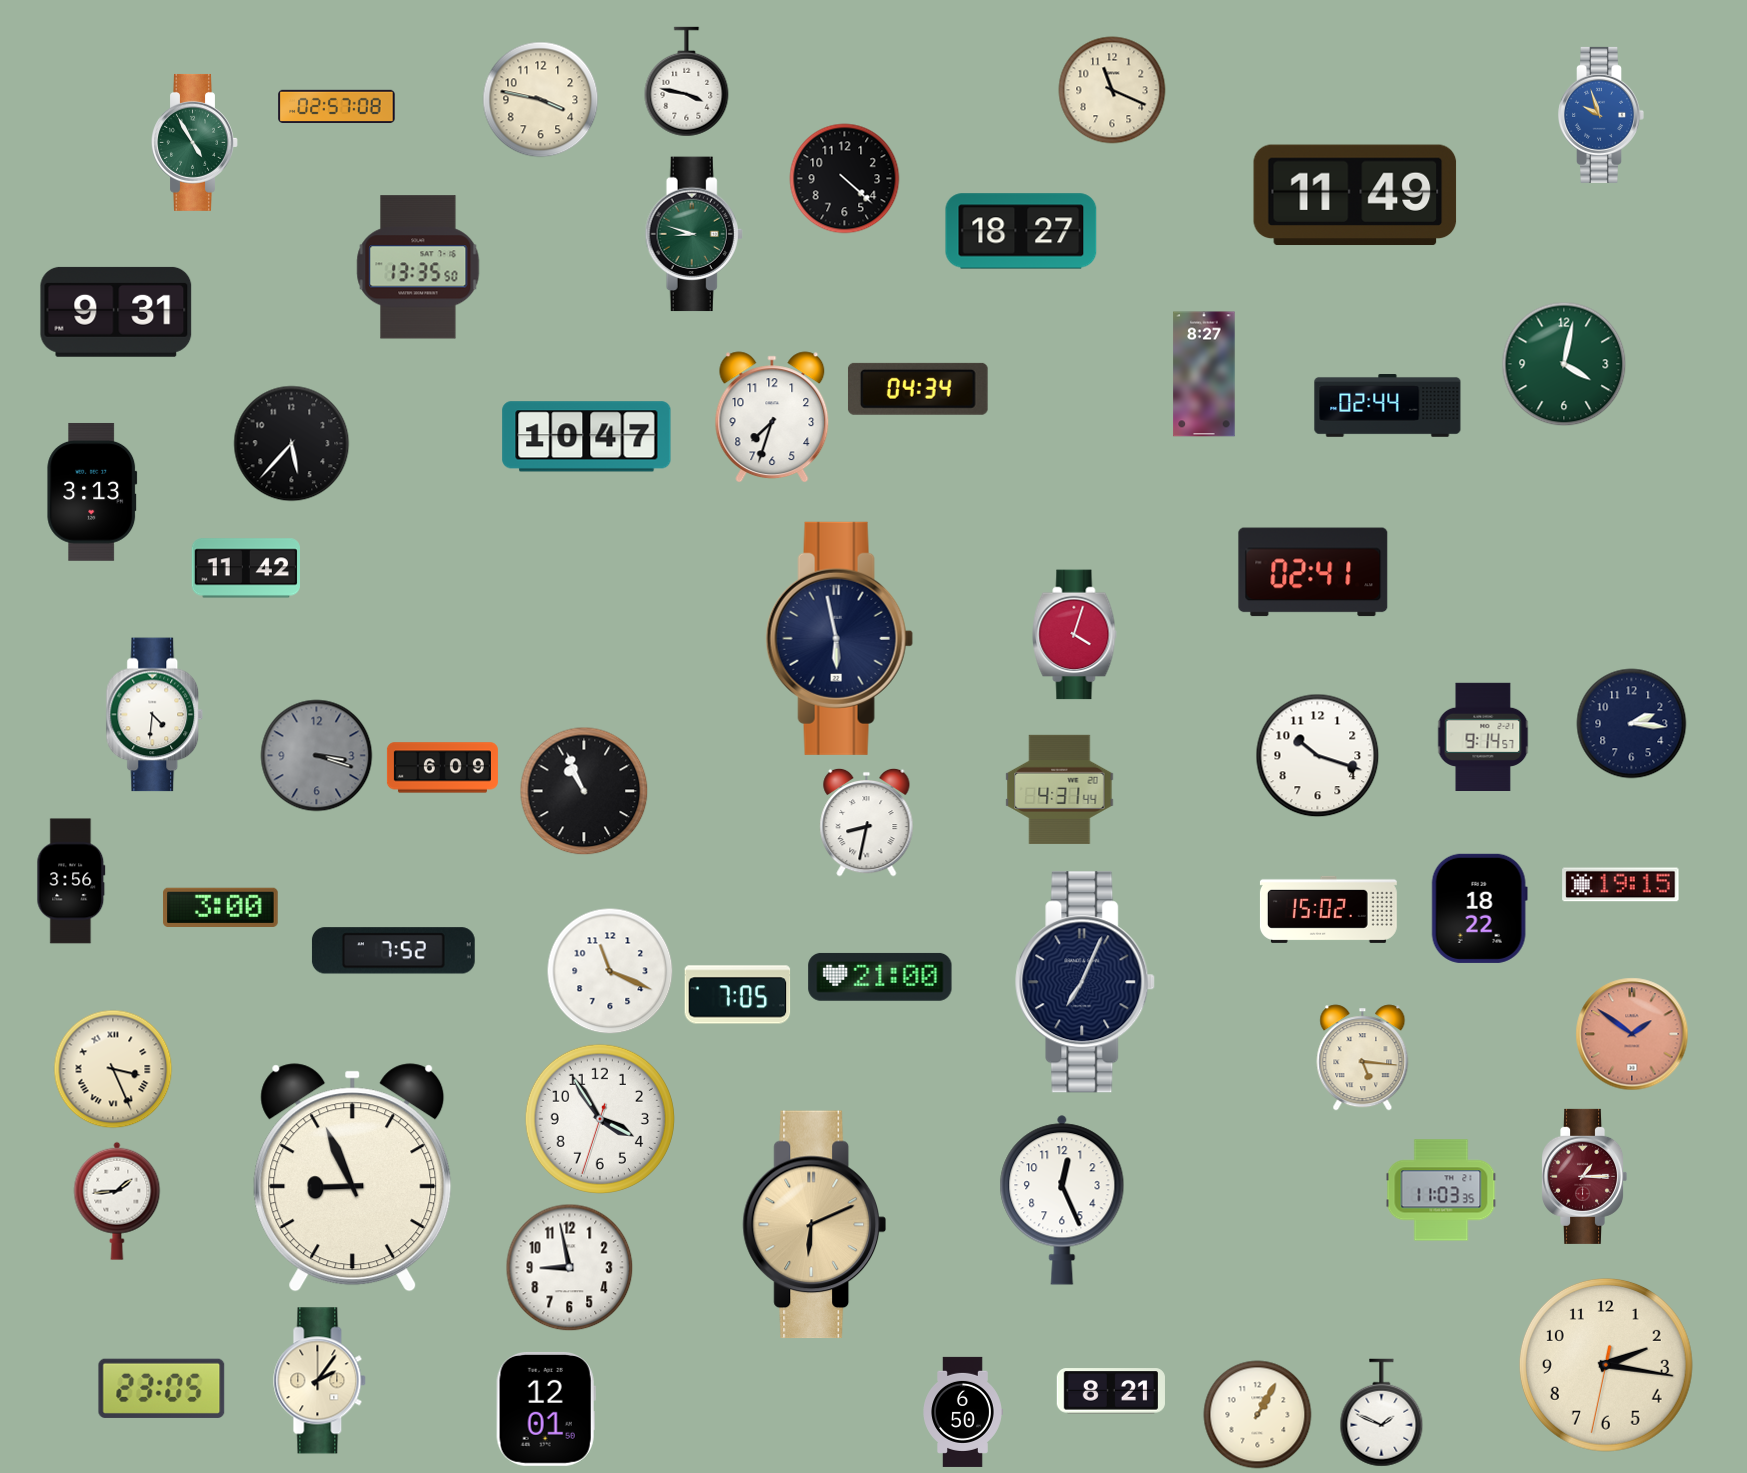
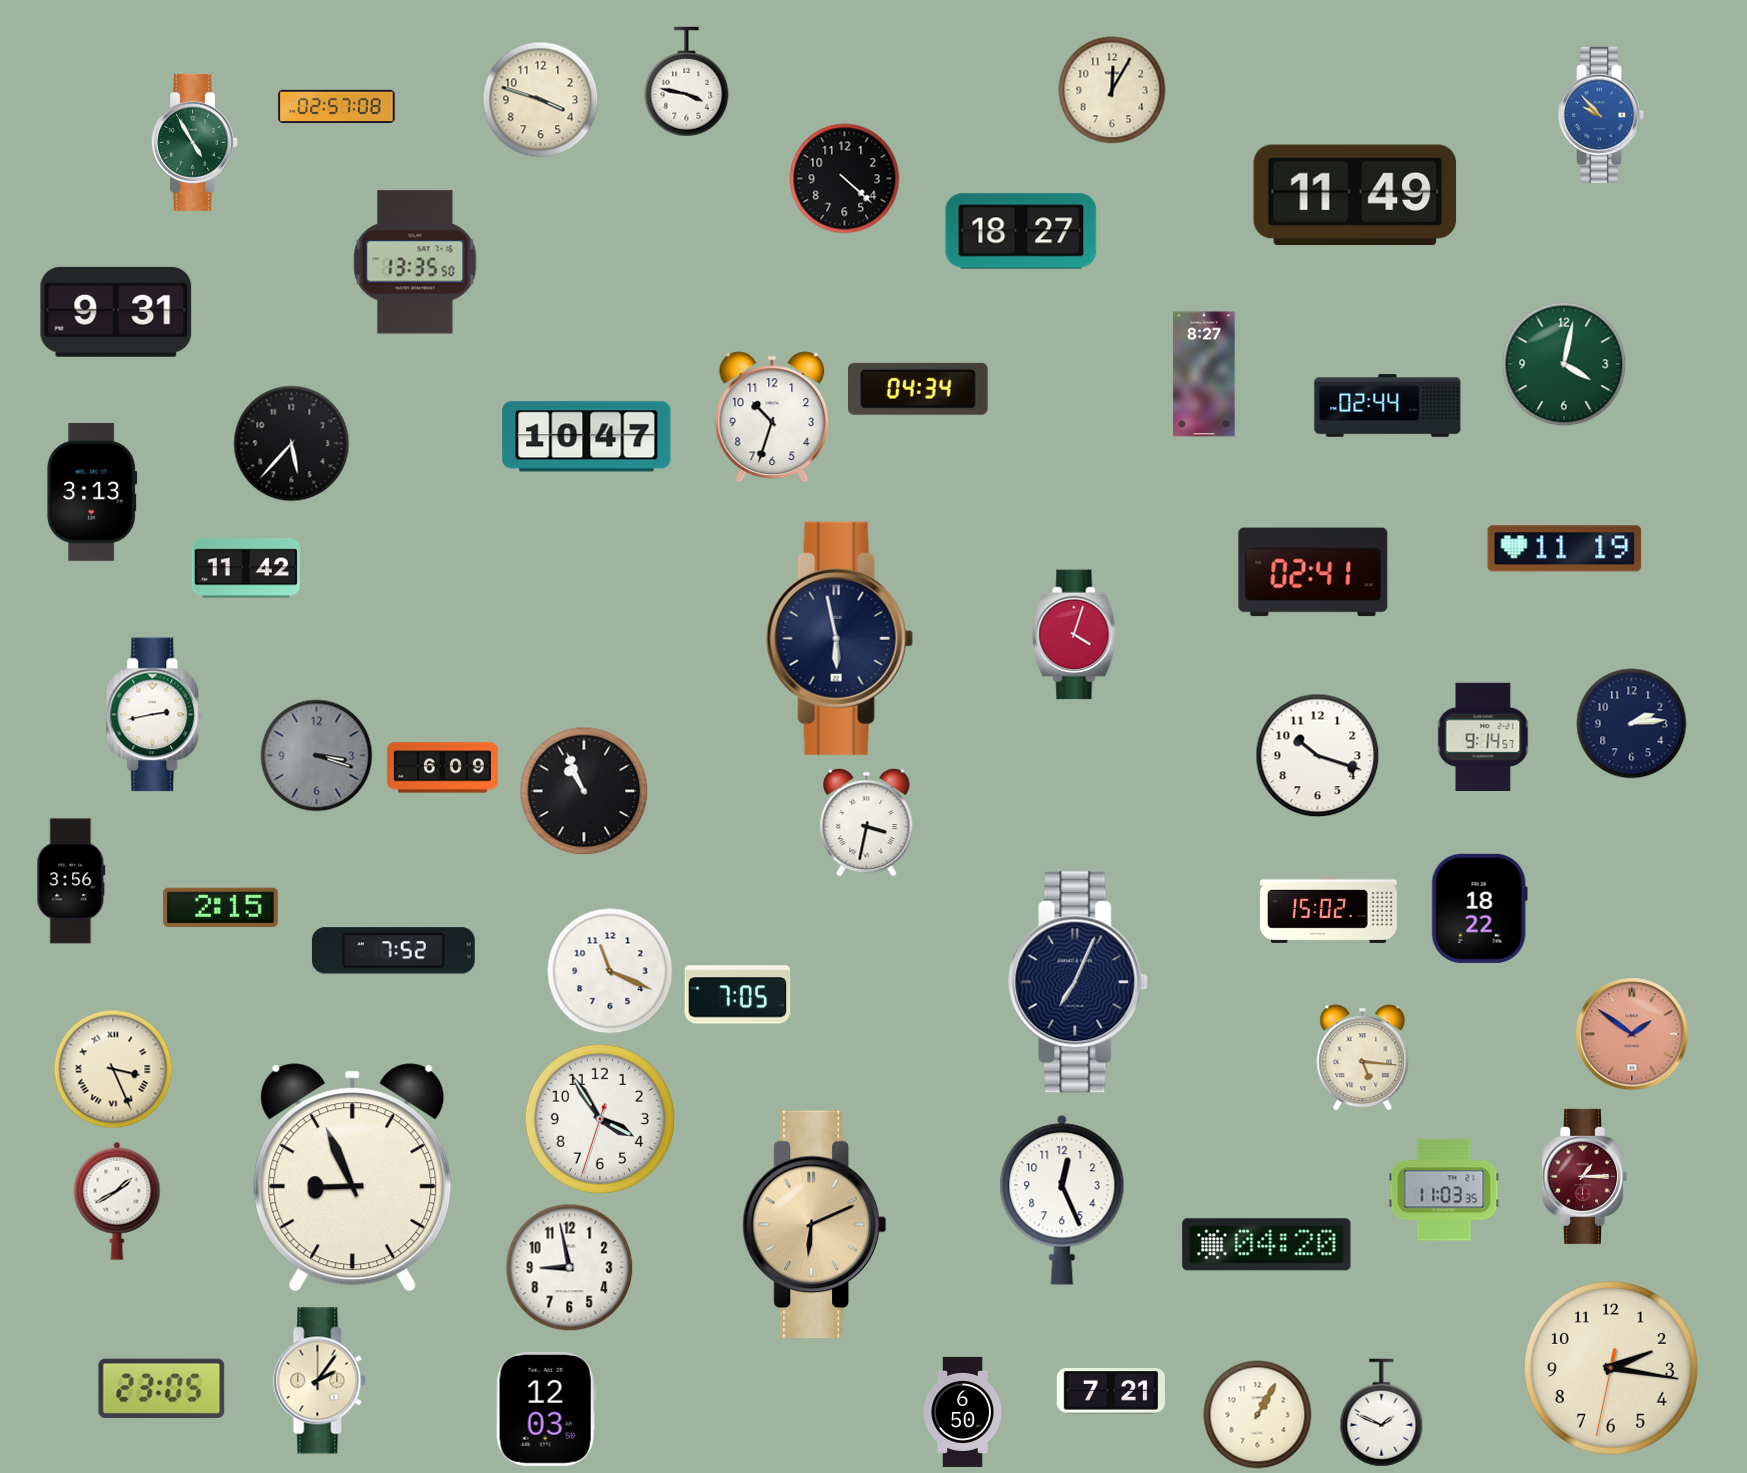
clock at (1112, 90): 11:19 -> 12:05
clock at (541, 100): 3:47 -> 3:48
clock at (1601, 115): 9:57 -> 9:53
clock at (694, 234): 8:48 -> none
clock at (418, 267) position: (418, 267) -> (415, 262)
clock at (772, 417): 7:33 -> 10:33
clock at (1565, 549): none -> 11:19
clock at (155, 715): 4:31 -> 2:43
clock at (1632, 724): 2:16 -> 2:14
clock at (1060, 789): 4:31 -> none
clock at (867, 822): 8:32 -> 3:32
clock at (1621, 885): 19:15 -> none
clock at (221, 908): 3:00 -> 2:15
clock at (880, 977): 21:00 -> none
clock at (1086, 982) position: (1086, 982) -> (1079, 982)
clock at (1441, 1190) position: (1441, 1190) -> (1444, 1190)
clock at (117, 1201): 1:44 -> 1:40
clock at (1267, 1245): none -> 04:20
clock at (1606, 1365) position: (1606, 1365) -> (1611, 1368)
clock at (1111, 1391): 8:21 -> 7:21
clock at (546, 1409): 12:01 -> 12:03
